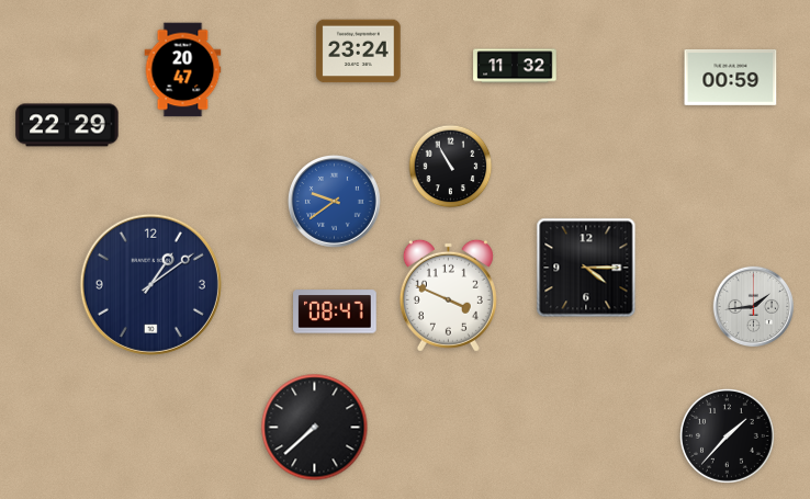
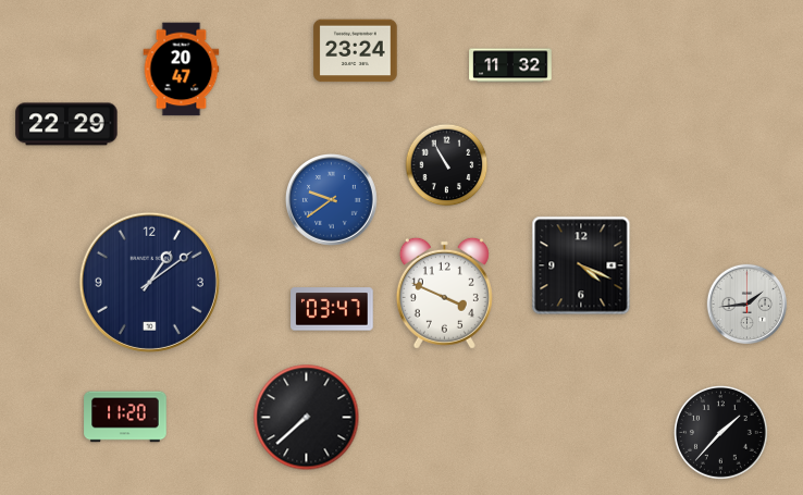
clock at (731, 77): 00:59 -> none
clock at (586, 268): 4:15 -> 4:19
clock at (335, 311): 08:47 -> 03:47
clock at (125, 417): none -> 11:20
clock at (315, 428) position: (315, 428) -> (307, 418)
